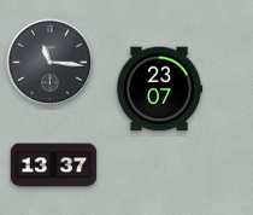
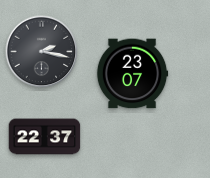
clock at (51, 63): 11:16 -> 2:17
clock at (54, 165): 13:37 -> 22:37
